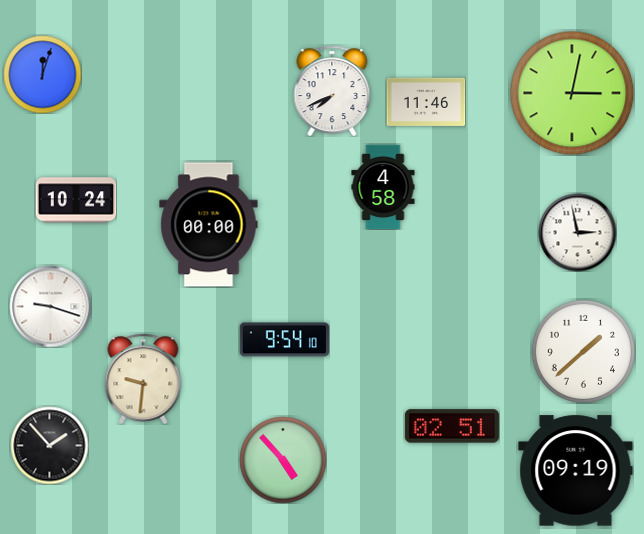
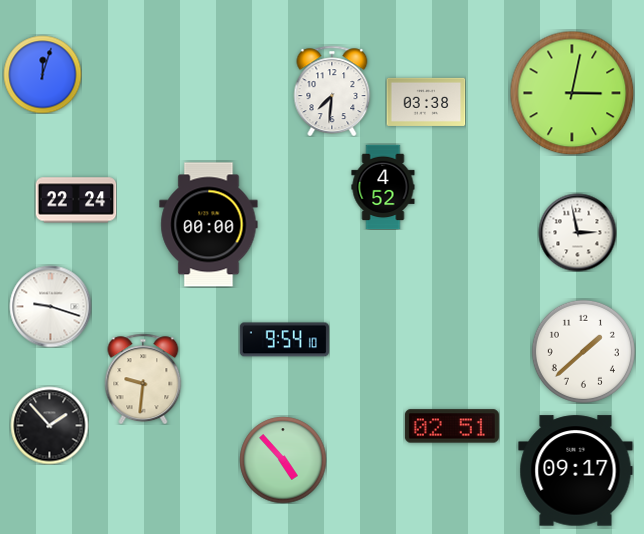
clock at (332, 91): 7:41 -> 7:31
clock at (426, 102): 11:46 -> 03:38
clock at (383, 187): 4:58 -> 4:52
clock at (76, 200): 10:24 -> 22:24
clock at (49, 445) position: (49, 445) -> (49, 425)
clock at (576, 471): 09:19 -> 09:17
